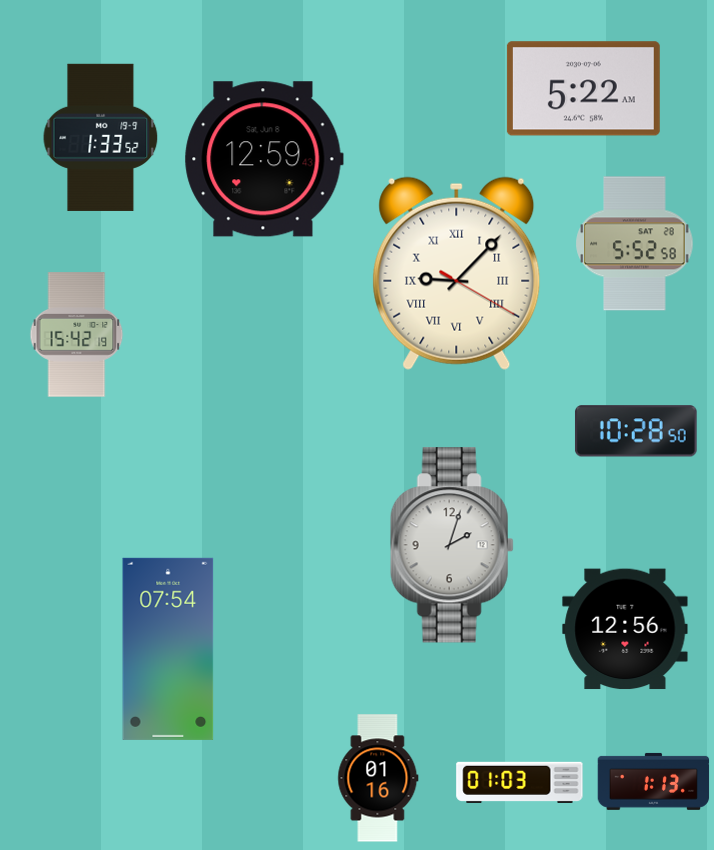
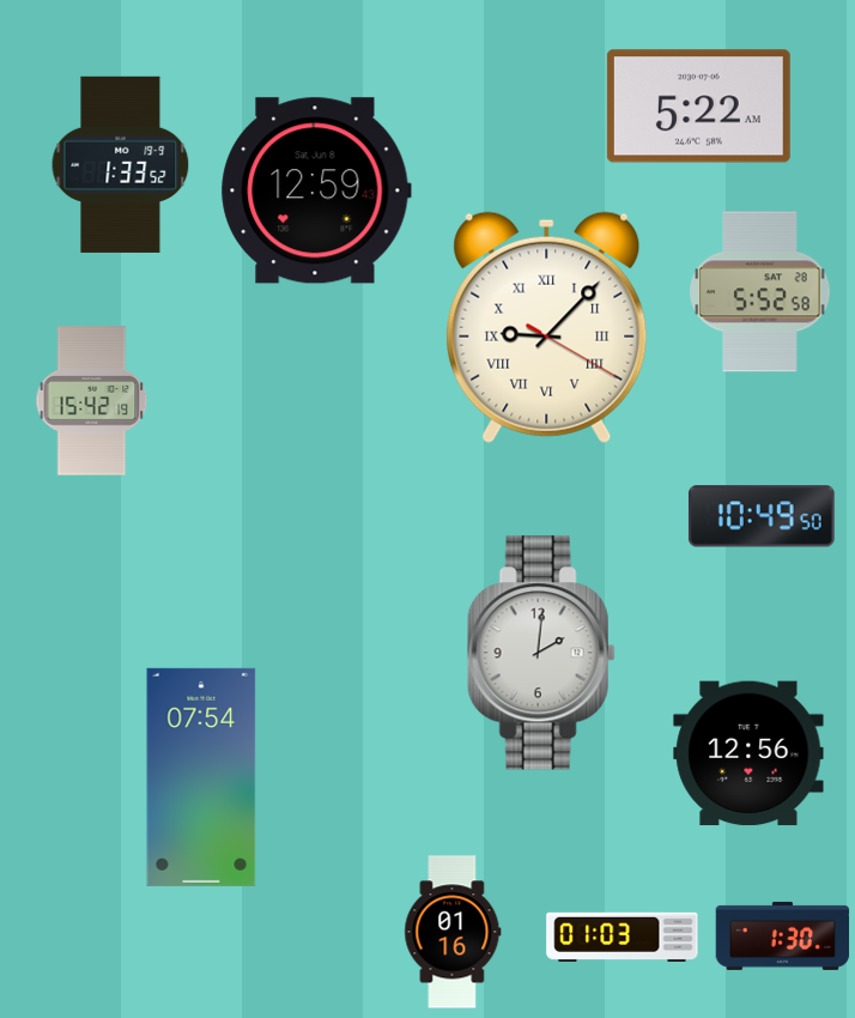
clock at (636, 431): 10:28 -> 10:49
clock at (452, 545): 2:03 -> 2:01
clock at (654, 781): 1:13 -> 1:30
